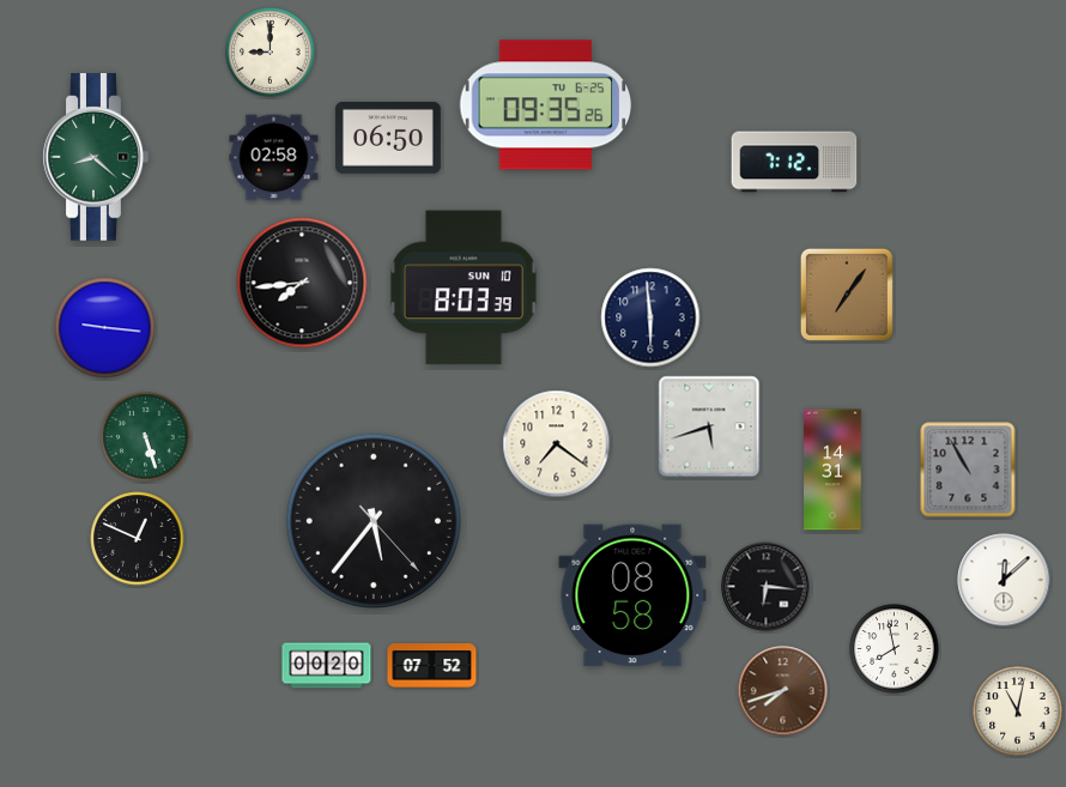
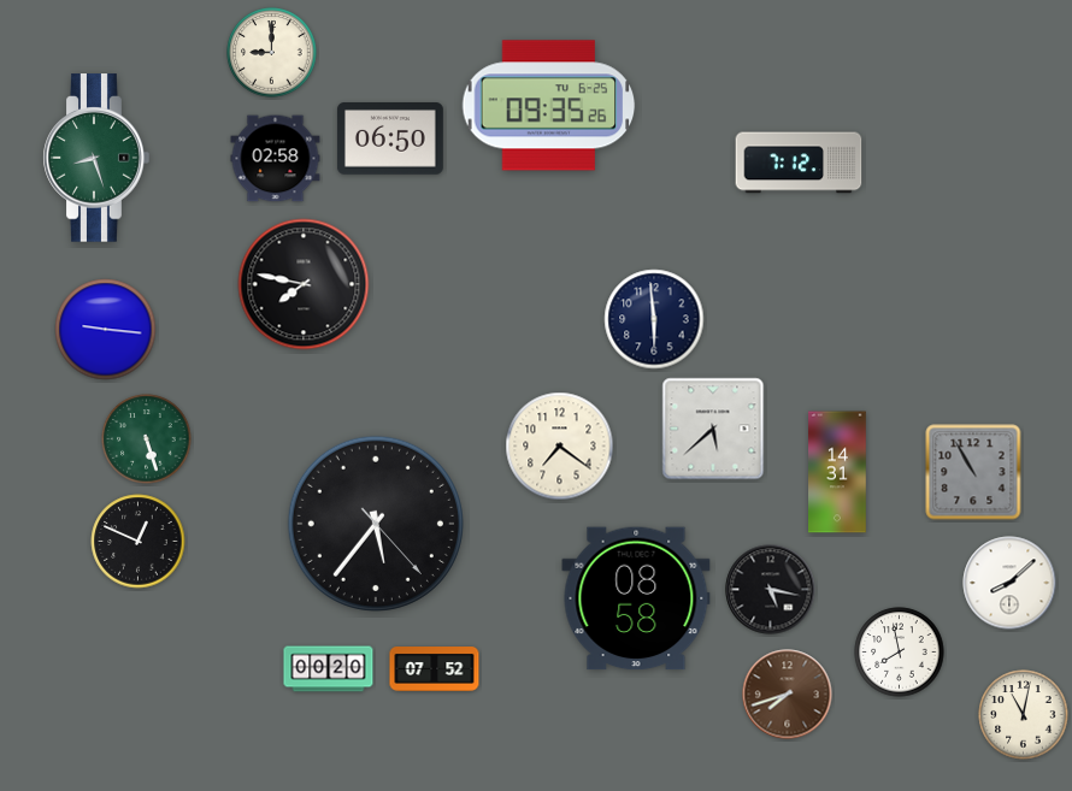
clock at (96, 157): 8:22 -> 8:27
clock at (302, 283): 7:44 -> 7:47
clock at (464, 287): 8:03 -> none
clock at (847, 295): 7:06 -> none
clock at (709, 426): 5:42 -> 5:38
clock at (1004, 580): 12:08 -> 8:08
clock at (767, 587): 6:16 -> 5:17
